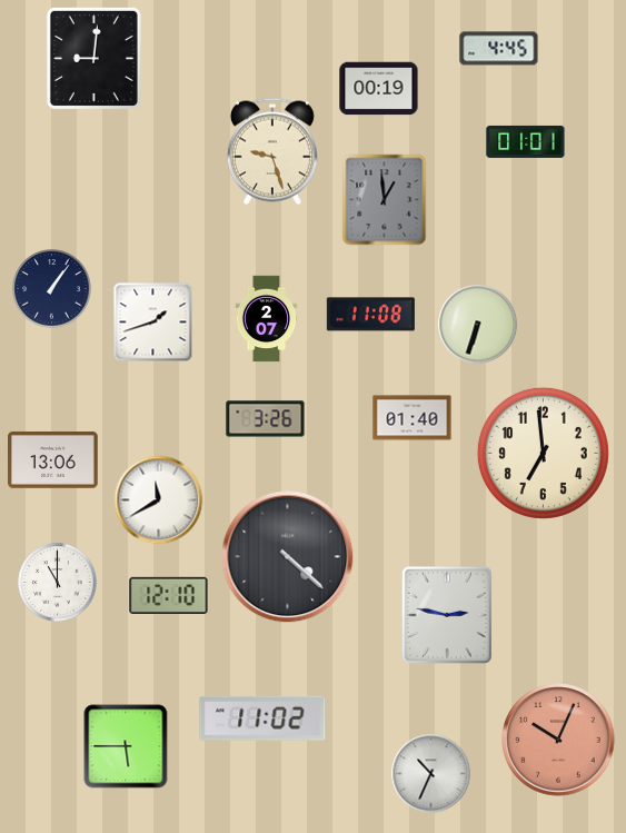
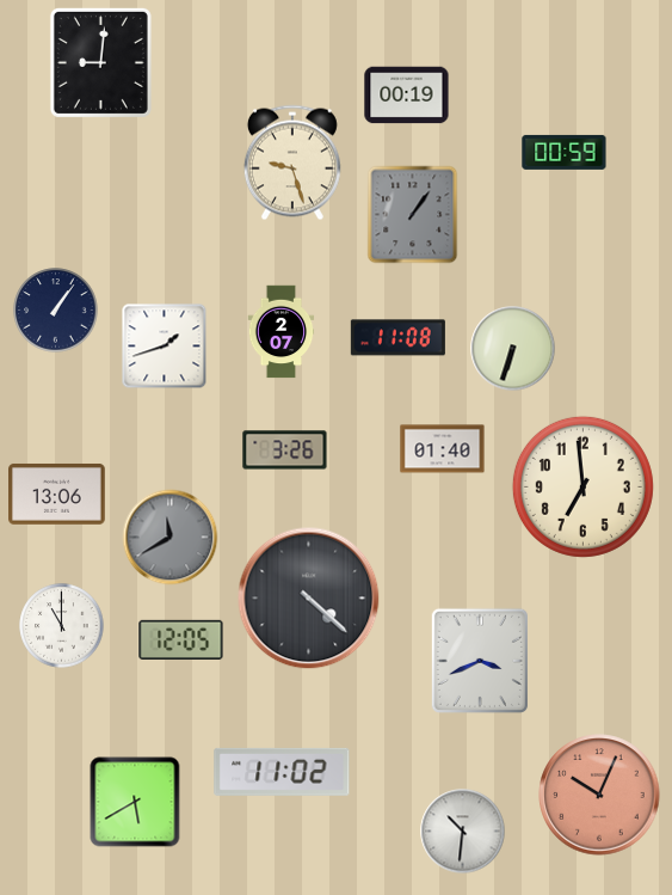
clock at (499, 49): 4:45 -> none
clock at (526, 141): 01:01 -> 00:59
clock at (385, 200): 12:59 -> 1:06
clock at (267, 319) position: (267, 319) -> (282, 332)
clock at (159, 500) dial: white -> grey
clock at (169, 595): 12:10 -> 12:05
clock at (447, 615): 2:47 -> 3:41
clock at (126, 746): 5:45 -> 5:40
clock at (431, 774): 10:34 -> 10:31
